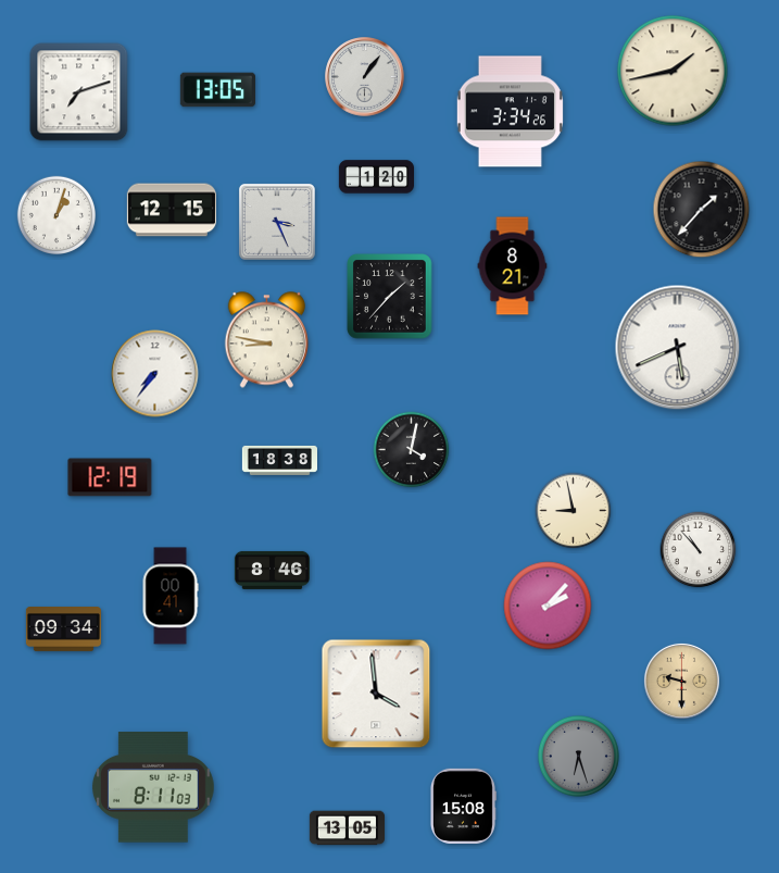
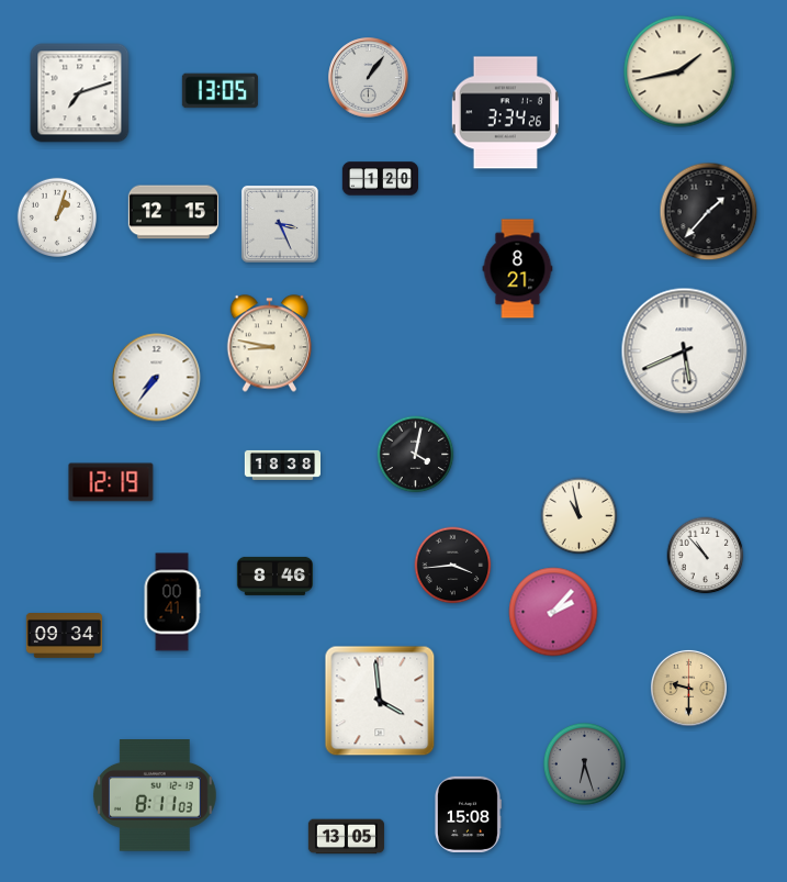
clock at (510, 112) position: (510, 112) -> (505, 113)
clock at (390, 297): 1:37 -> none
clock at (574, 511): 8:58 -> 10:58
clock at (453, 566): none -> 3:44
clock at (347, 828) position: (347, 828) -> (346, 837)
